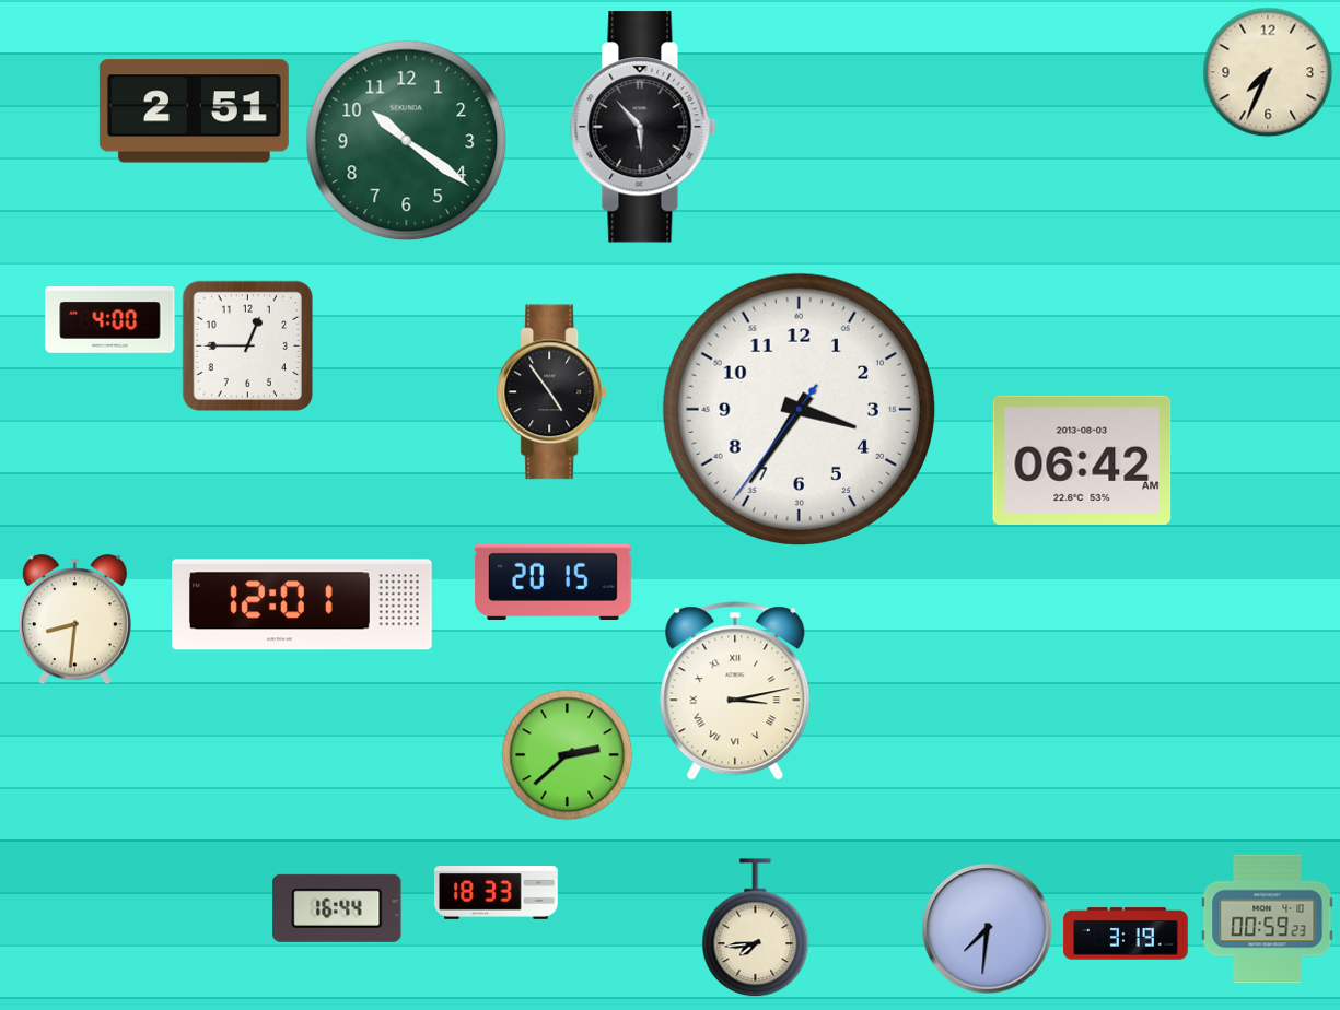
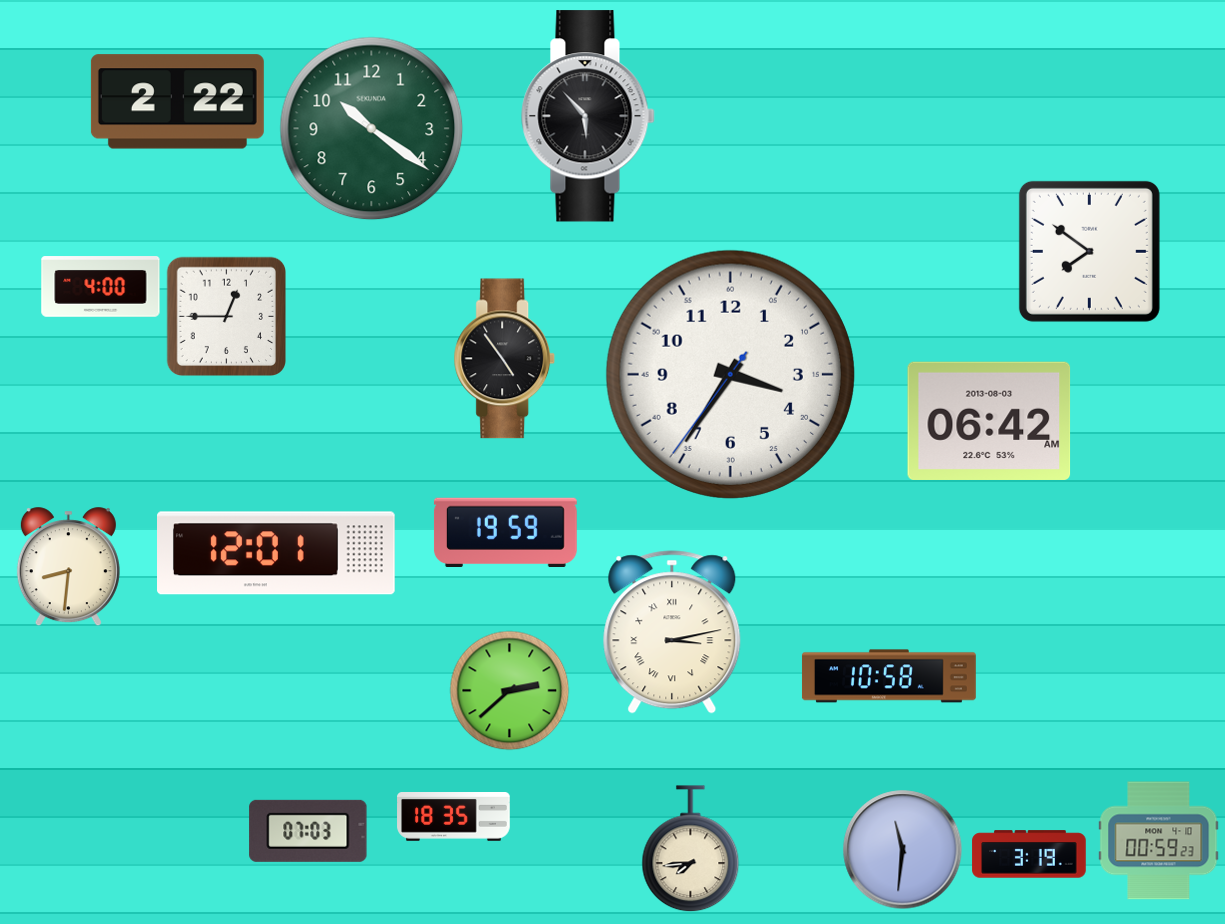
clock at (1268, 72): 7:34 -> none
clock at (194, 111): 2:51 -> 2:22
clock at (1089, 251): none -> 7:51
clock at (110, 320) position: (110, 320) -> (101, 287)
clock at (552, 583): 20:15 -> 19:59
clock at (889, 676): none -> 10:58
clock at (568, 755) position: (568, 755) -> (510, 691)
clock at (497, 893): 18:33 -> 18:35
clock at (337, 908): 16:44 -> 07:03
clock at (988, 929): 7:31 -> 11:31
